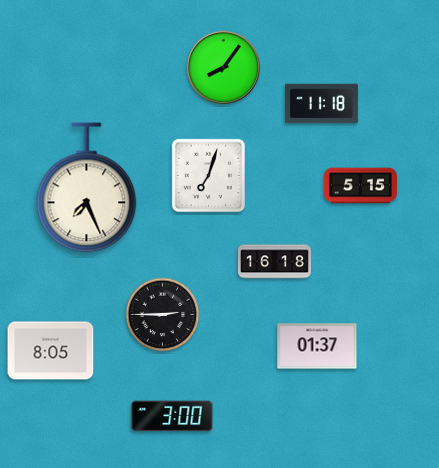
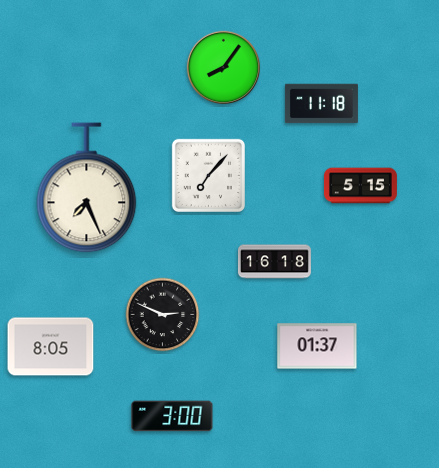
clock at (208, 175): 7:03 -> 7:07
clock at (163, 315): 2:45 -> 2:49
clock at (51, 351) position: (51, 351) -> (51, 347)
